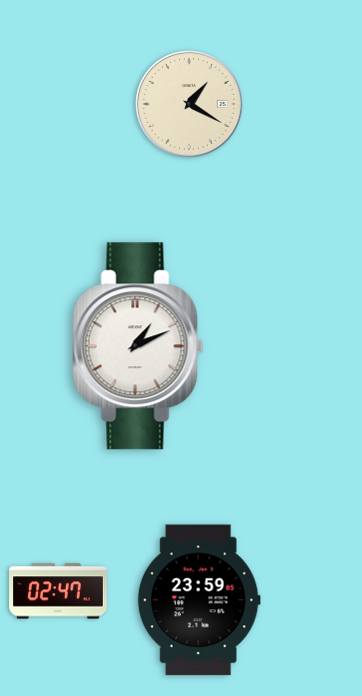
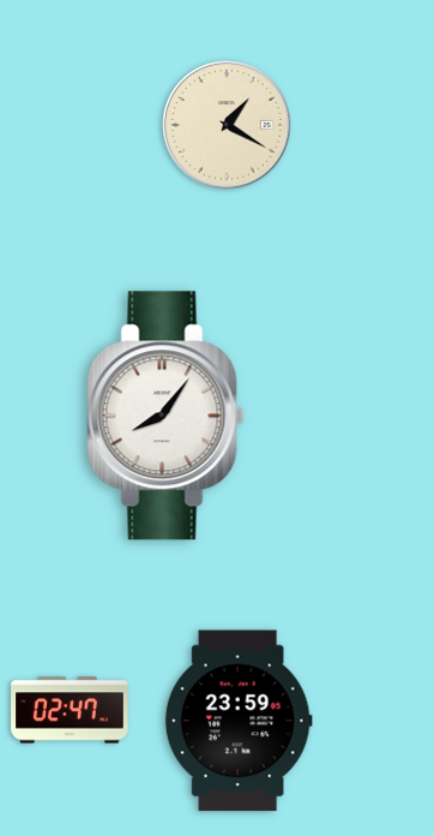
clock at (138, 346): 1:11 -> 8:06
